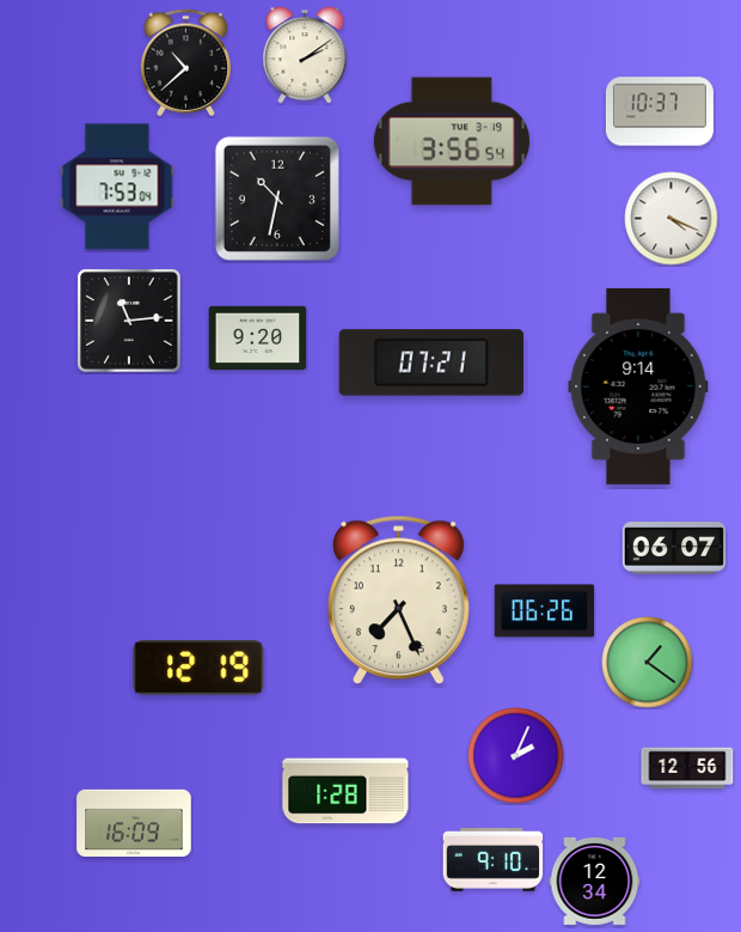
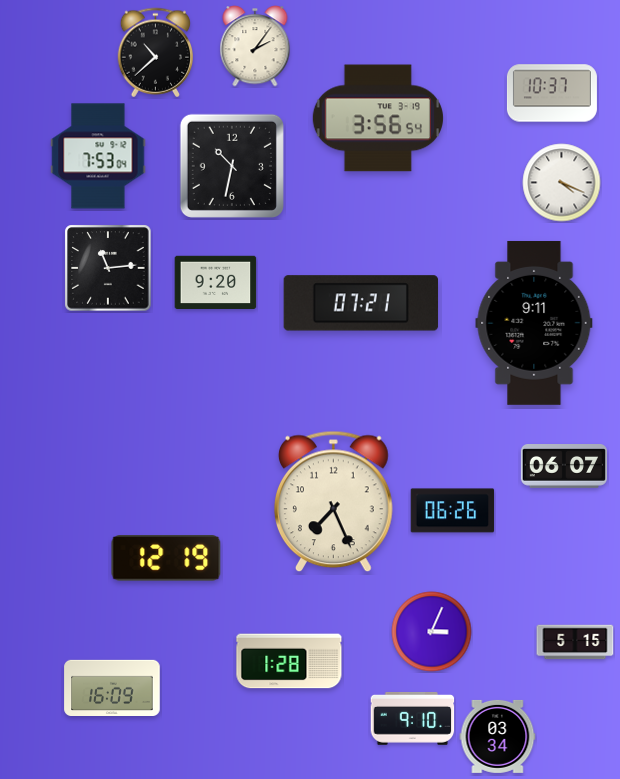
clock at (305, 55): 2:09 -> 2:06
clock at (638, 386): 9:14 -> 9:11
clock at (673, 549) position: (673, 549) -> (563, 467)
clock at (545, 611) position: (545, 611) -> (453, 511)
clock at (648, 663): 1:21 -> none
clock at (516, 756): 2:04 -> 3:04
clock at (687, 768): 12:56 -> 5:15
clock at (595, 881): 12:34 -> 03:34
